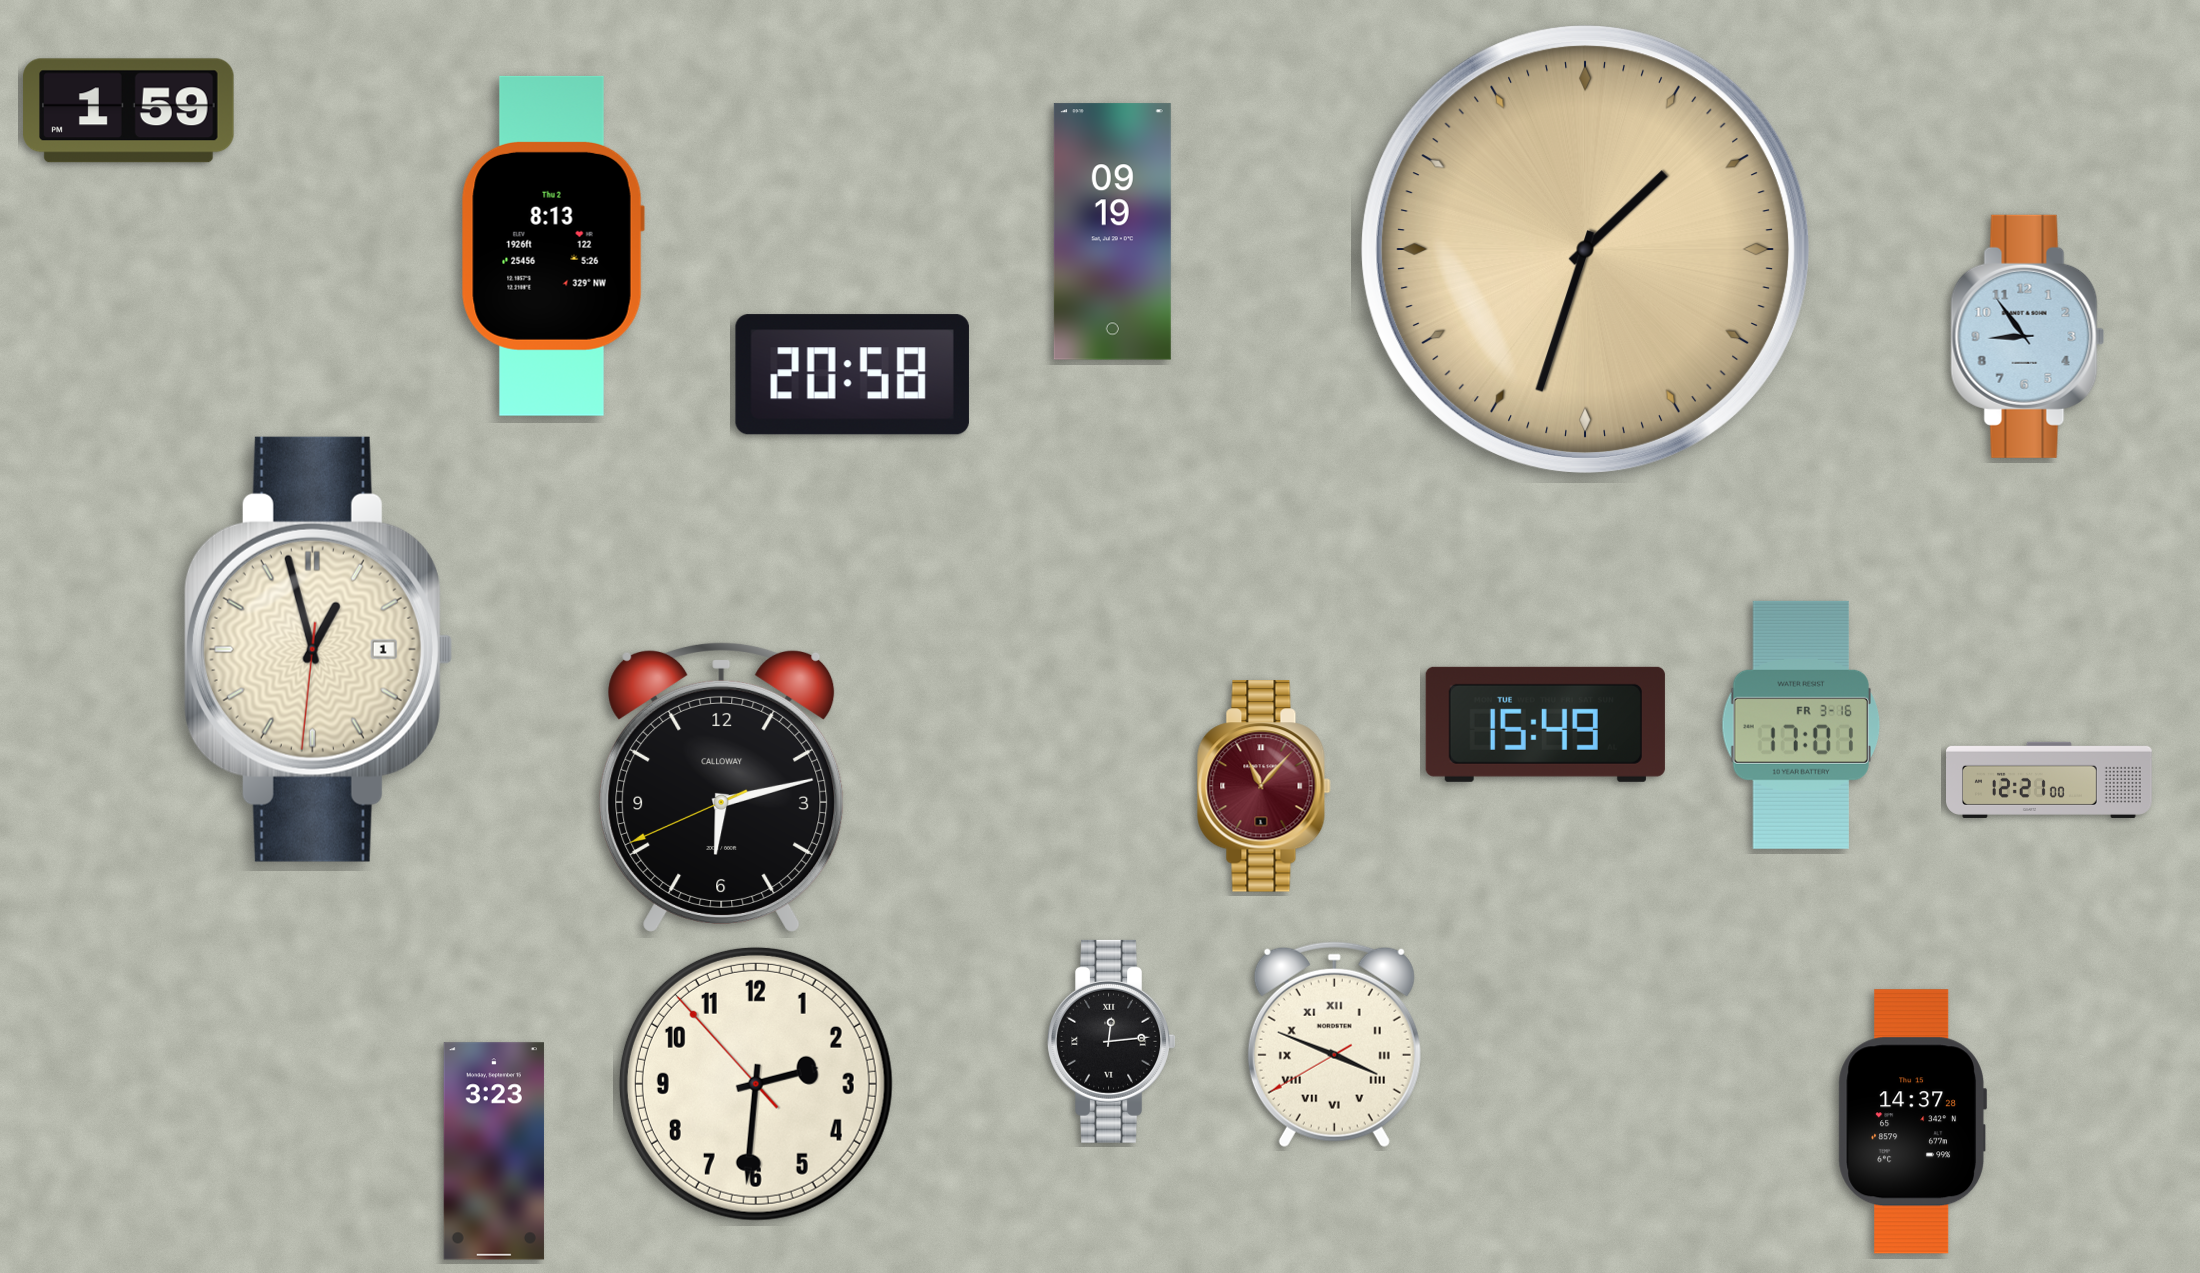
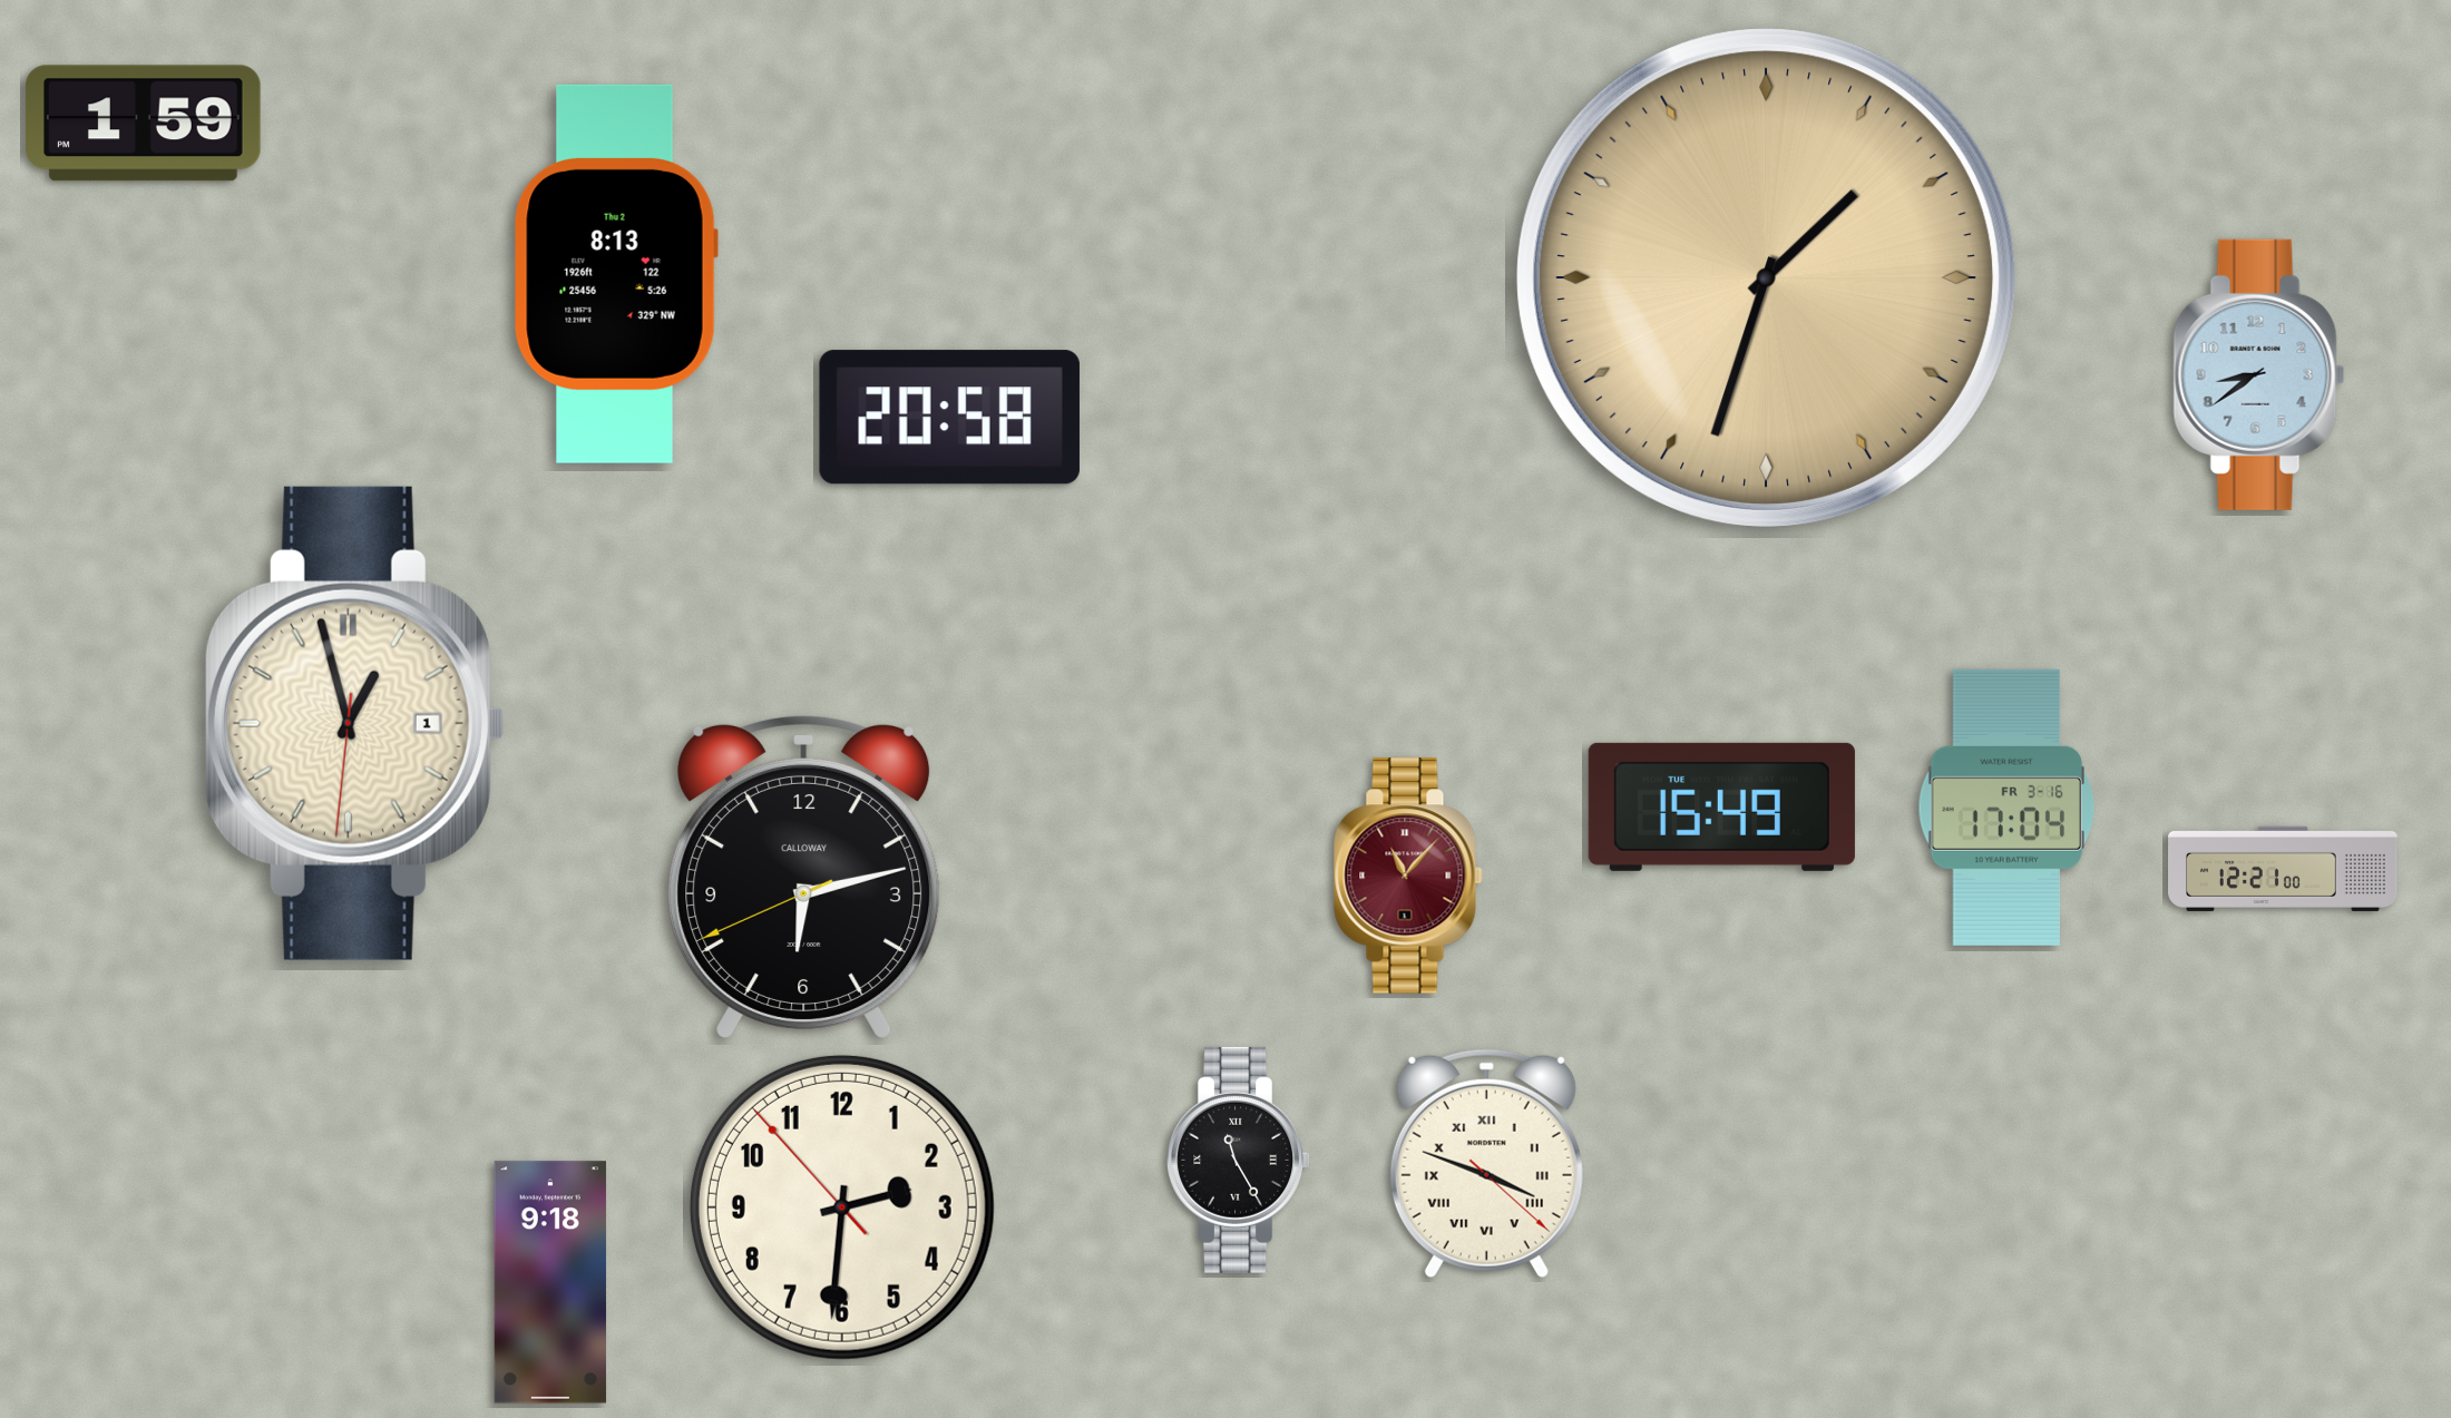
clock at (1112, 232): 09:19 -> none
clock at (2028, 336): 8:54 -> 8:39
clock at (1801, 725): 17:01 -> 17:04
clock at (1112, 1041): 12:14 -> 11:25
clock at (1334, 1045): 3:48:40 -> 3:48:22
clock at (1912, 1122): 14:37 -> none
clock at (494, 1151): 3:23 -> 9:18
